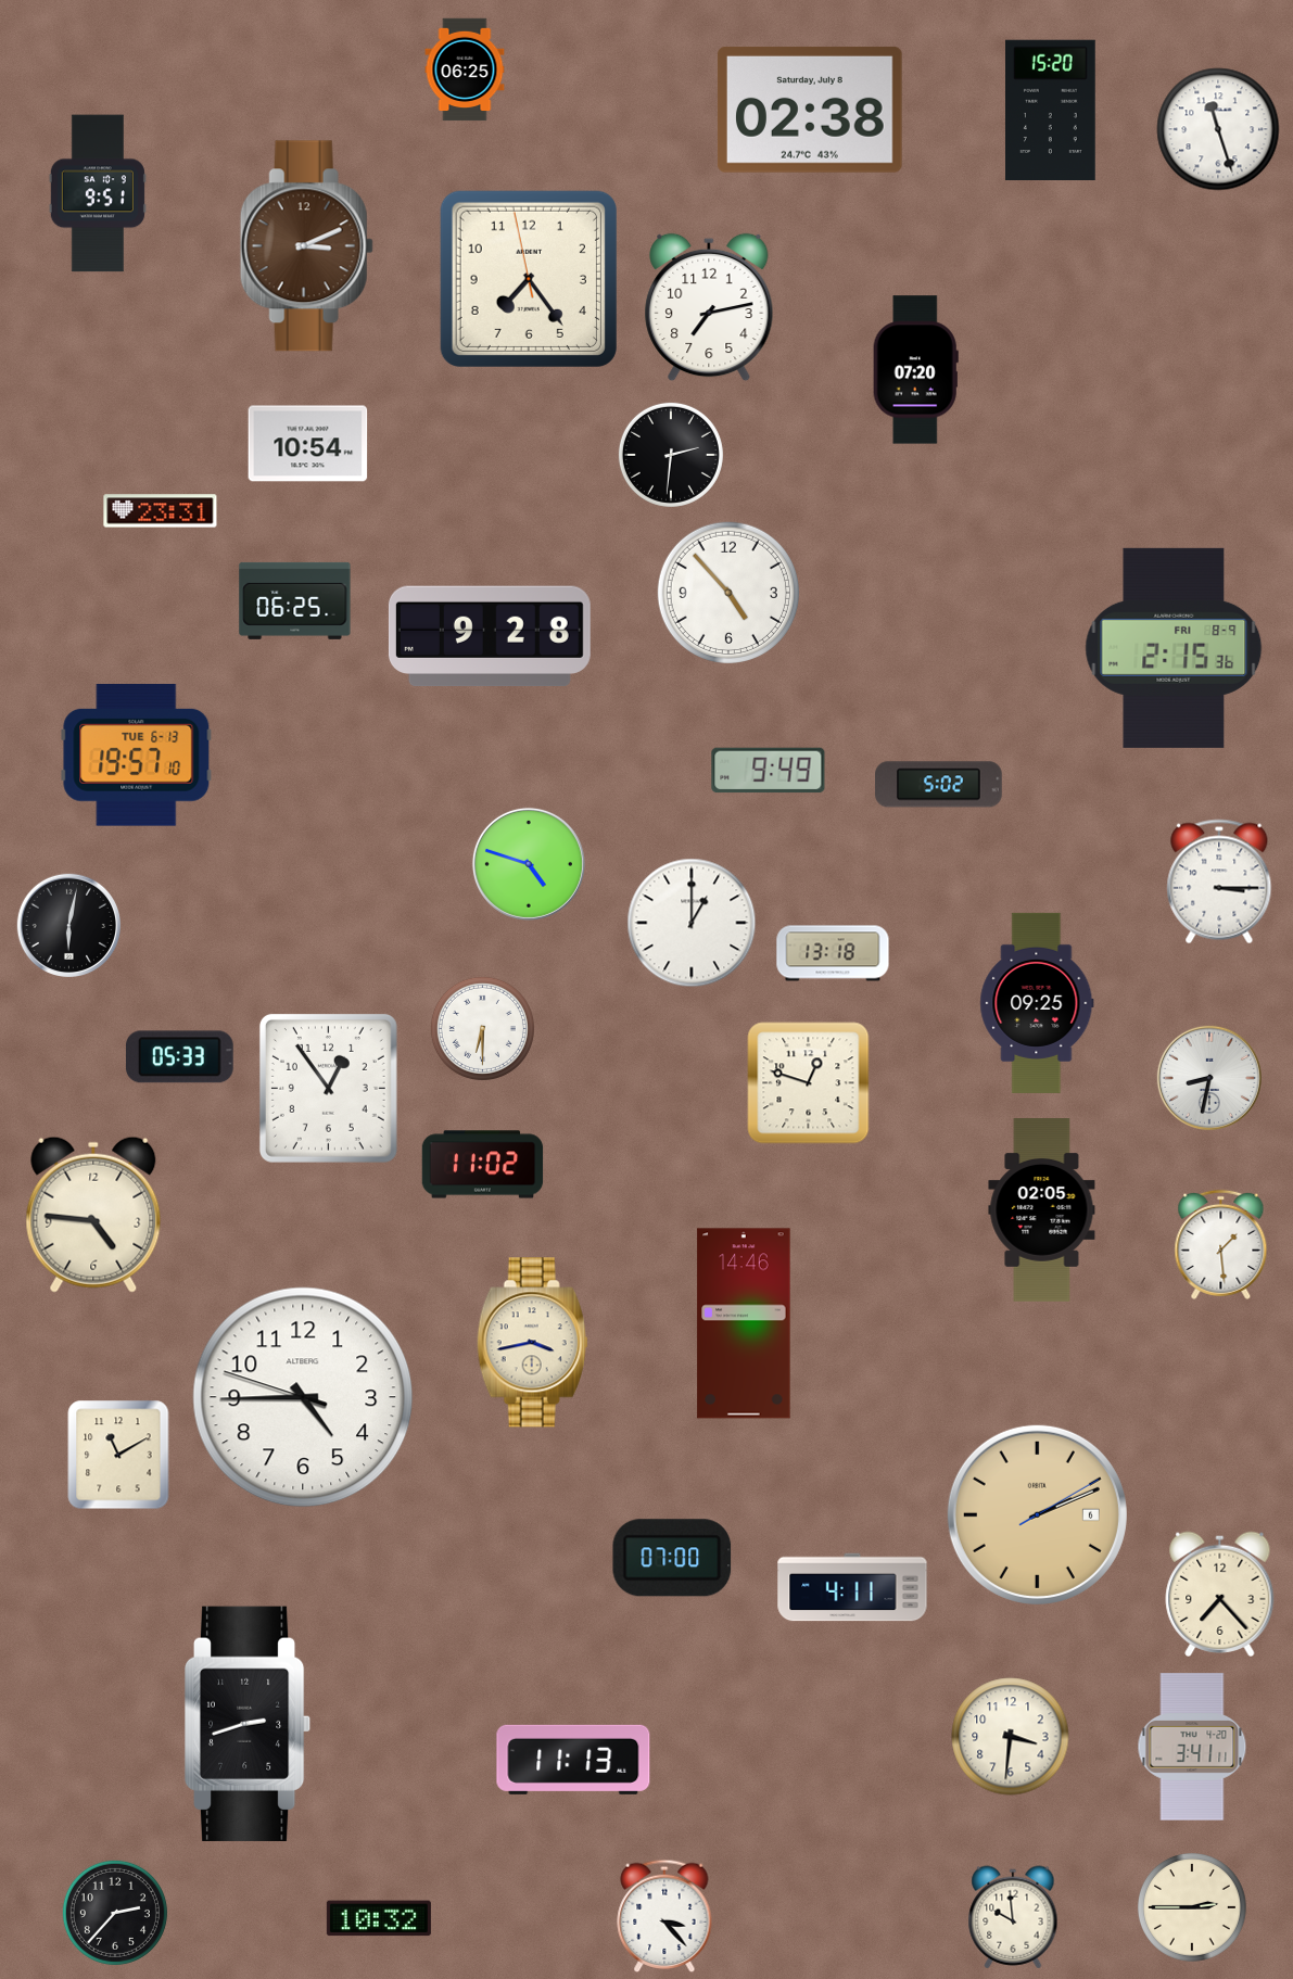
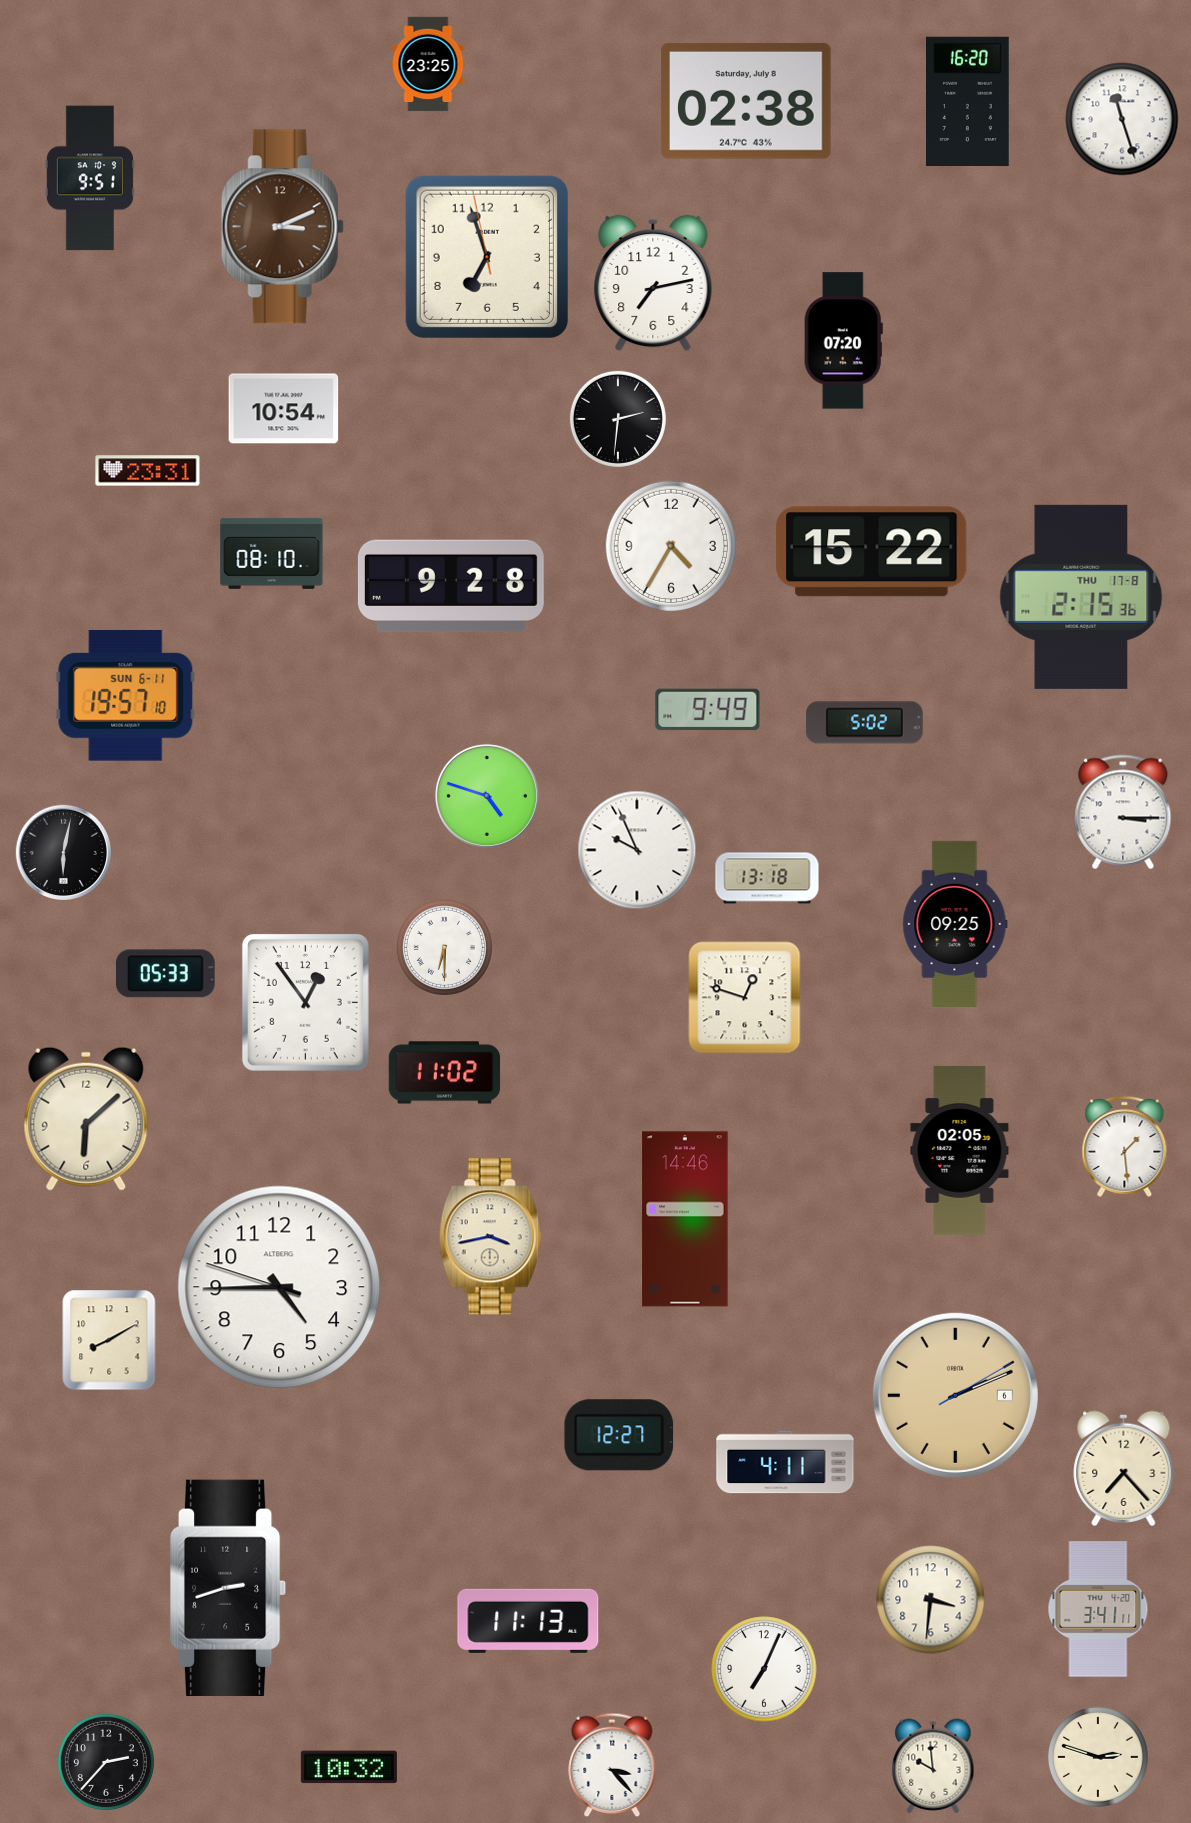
clock at (465, 69): 06:25 -> 23:25
clock at (1051, 110): 15:20 -> 16:20
clock at (529, 279): 7:23 -> 6:56
clock at (727, 592): 4:53 -> 4:35
clock at (872, 552): none -> 15:22
clock at (295, 600): 06:25 -> 08:10
clock at (1174, 648) date: FRI 8-9 -> THU 17-8
clock at (137, 754) date: TUE 6-13 -> SUN 6-11
clock at (692, 923): 1:00 -> 9:56
clock at (1208, 1077): 8:32 -> none
clock at (328, 1088) position: (328, 1088) -> (305, 1002)
clock at (1042, 1210) position: (1042, 1210) -> (960, 1151)
clock at (93, 1215): 4:46 -> 6:08
clock at (118, 1455): 11:10 -> 8:10
clock at (672, 1558): 07:00 -> 12:27
clock at (764, 1669): none -> 7:04
clock at (1192, 1907): 2:45 -> 2:48
